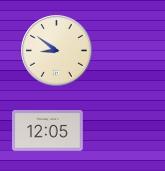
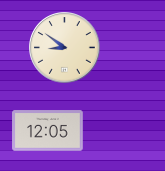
clock at (57, 51) position: (57, 51) -> (65, 48)
